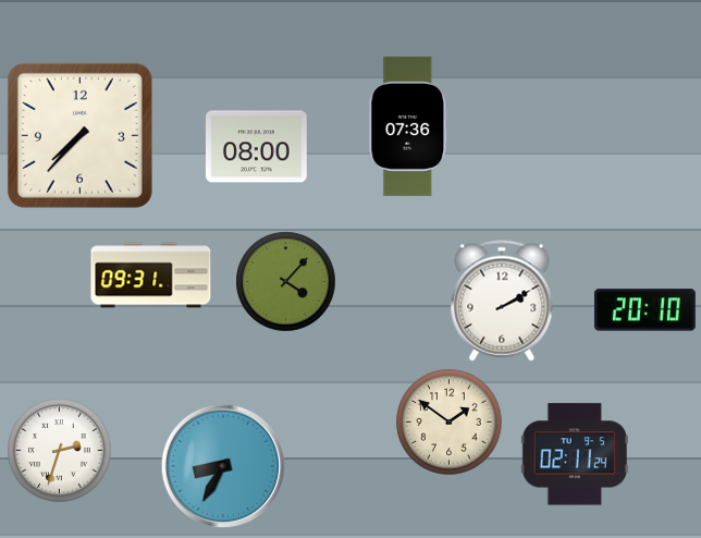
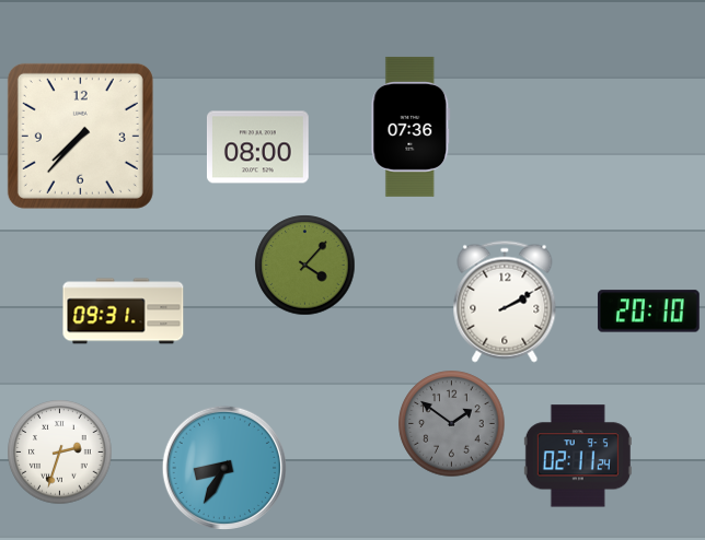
clock at (151, 276) position: (151, 276) -> (124, 312)
clock at (286, 282) position: (286, 282) -> (305, 266)
clock at (450, 423) dial: cream -> grey
